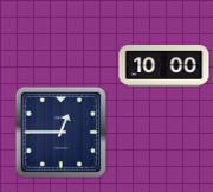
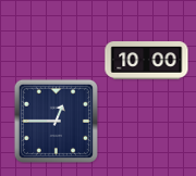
clock at (164, 66) position: (164, 66) -> (147, 61)
